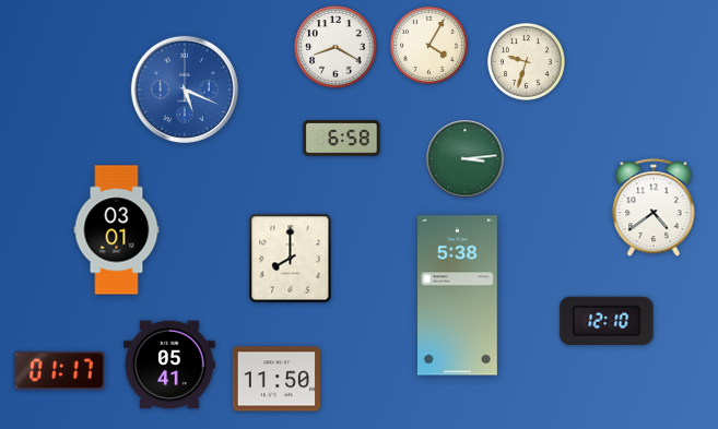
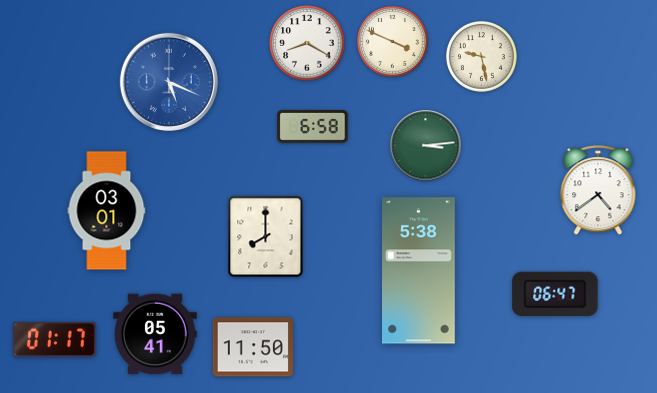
clock at (428, 45): 4:05 -> 3:49
clock at (526, 61): 9:33 -> 9:28
clock at (607, 321): 12:10 -> 06:47
